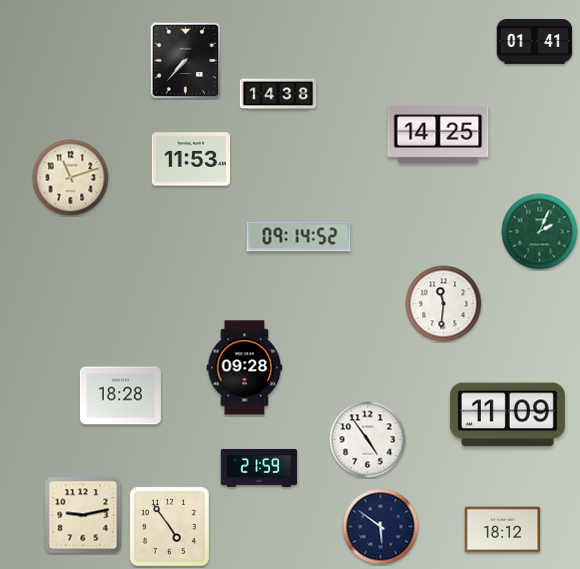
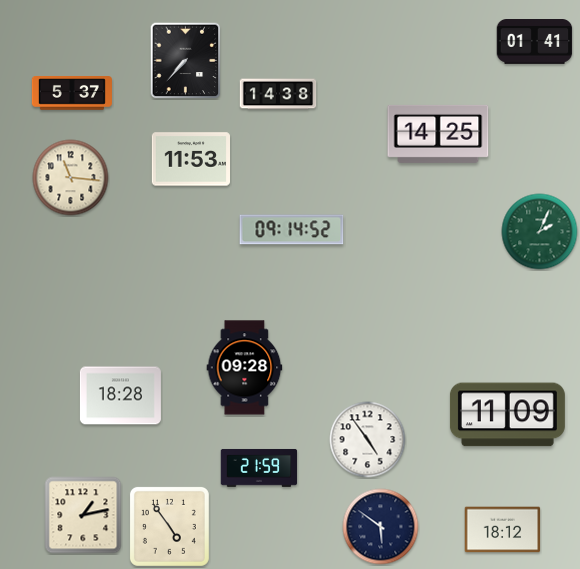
clock at (72, 94): none -> 5:37
clock at (71, 178): 11:12 -> 11:16
clock at (299, 237) position: (299, 237) -> (292, 230)
clock at (444, 304): 11:31 -> none
clock at (83, 515): 9:13 -> 1:13
